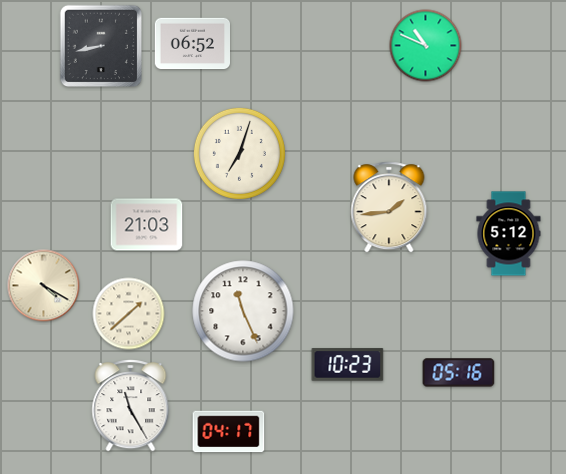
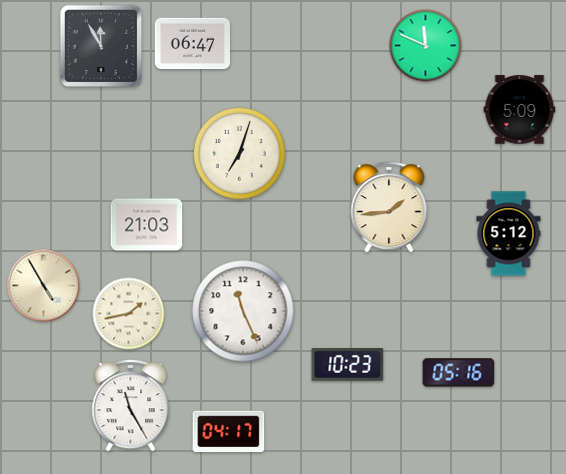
clock at (192, 44): 06:52 -> 06:47
clock at (101, 46): 8:43 -> 11:55
clock at (426, 46): 10:49 -> 11:49
clock at (520, 110): none -> 5:09
clock at (44, 286): 4:20 -> 4:55
clock at (129, 314): 1:38 -> 1:43
